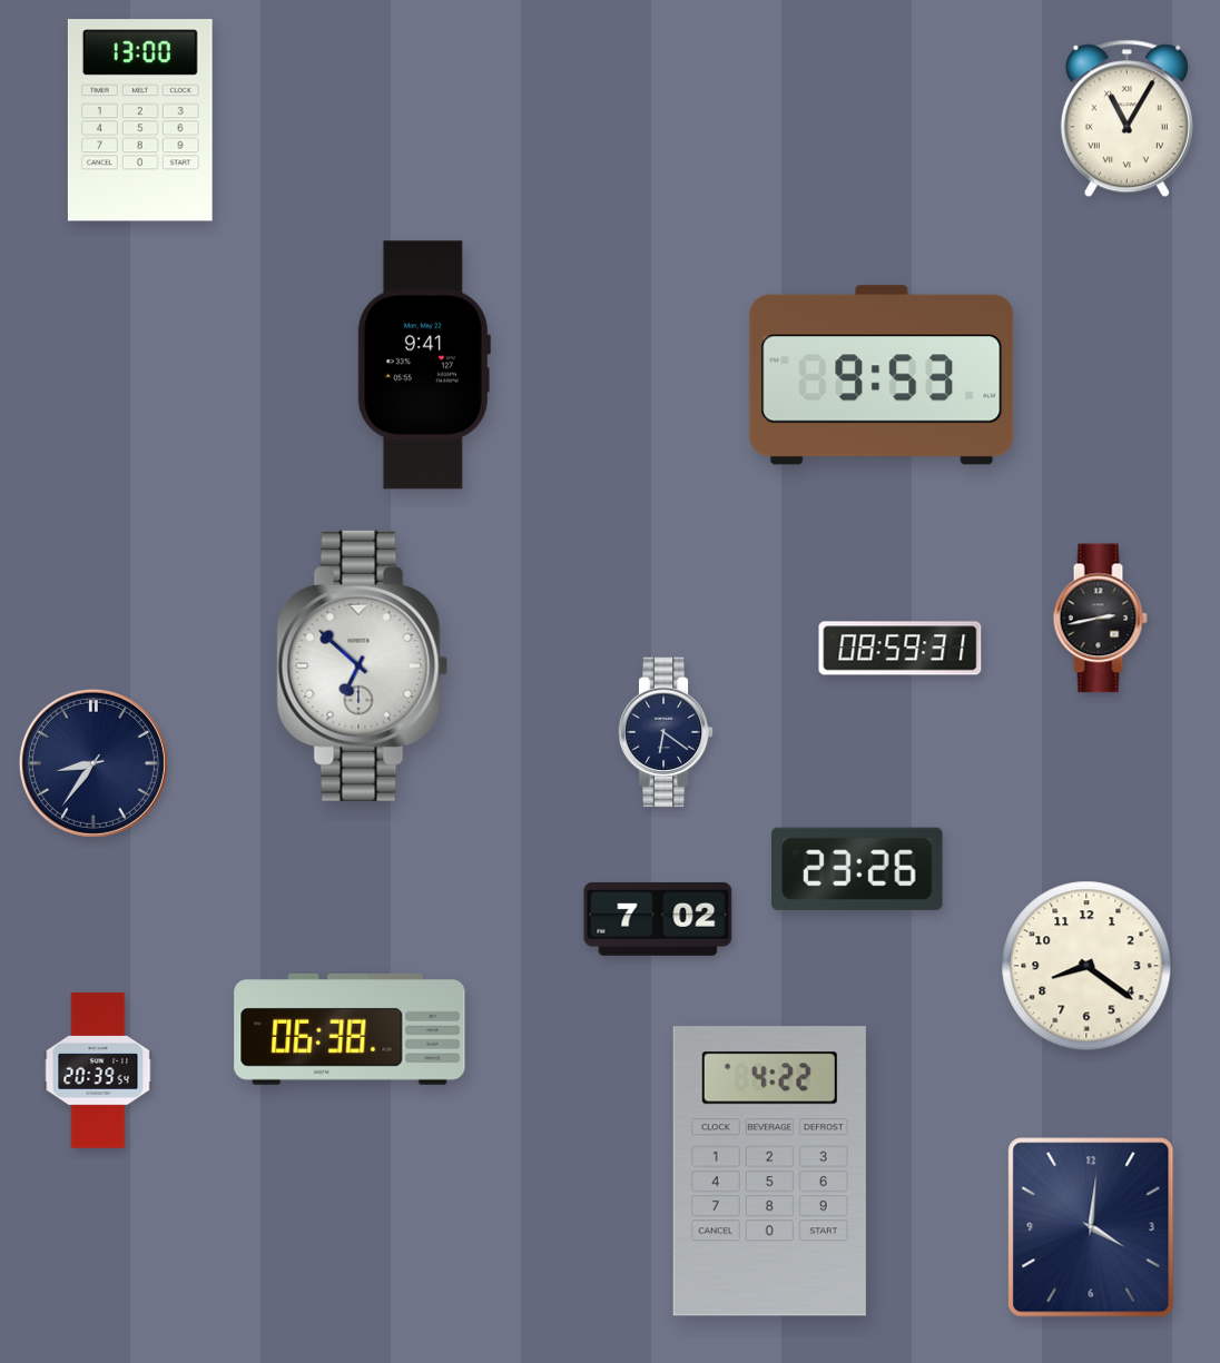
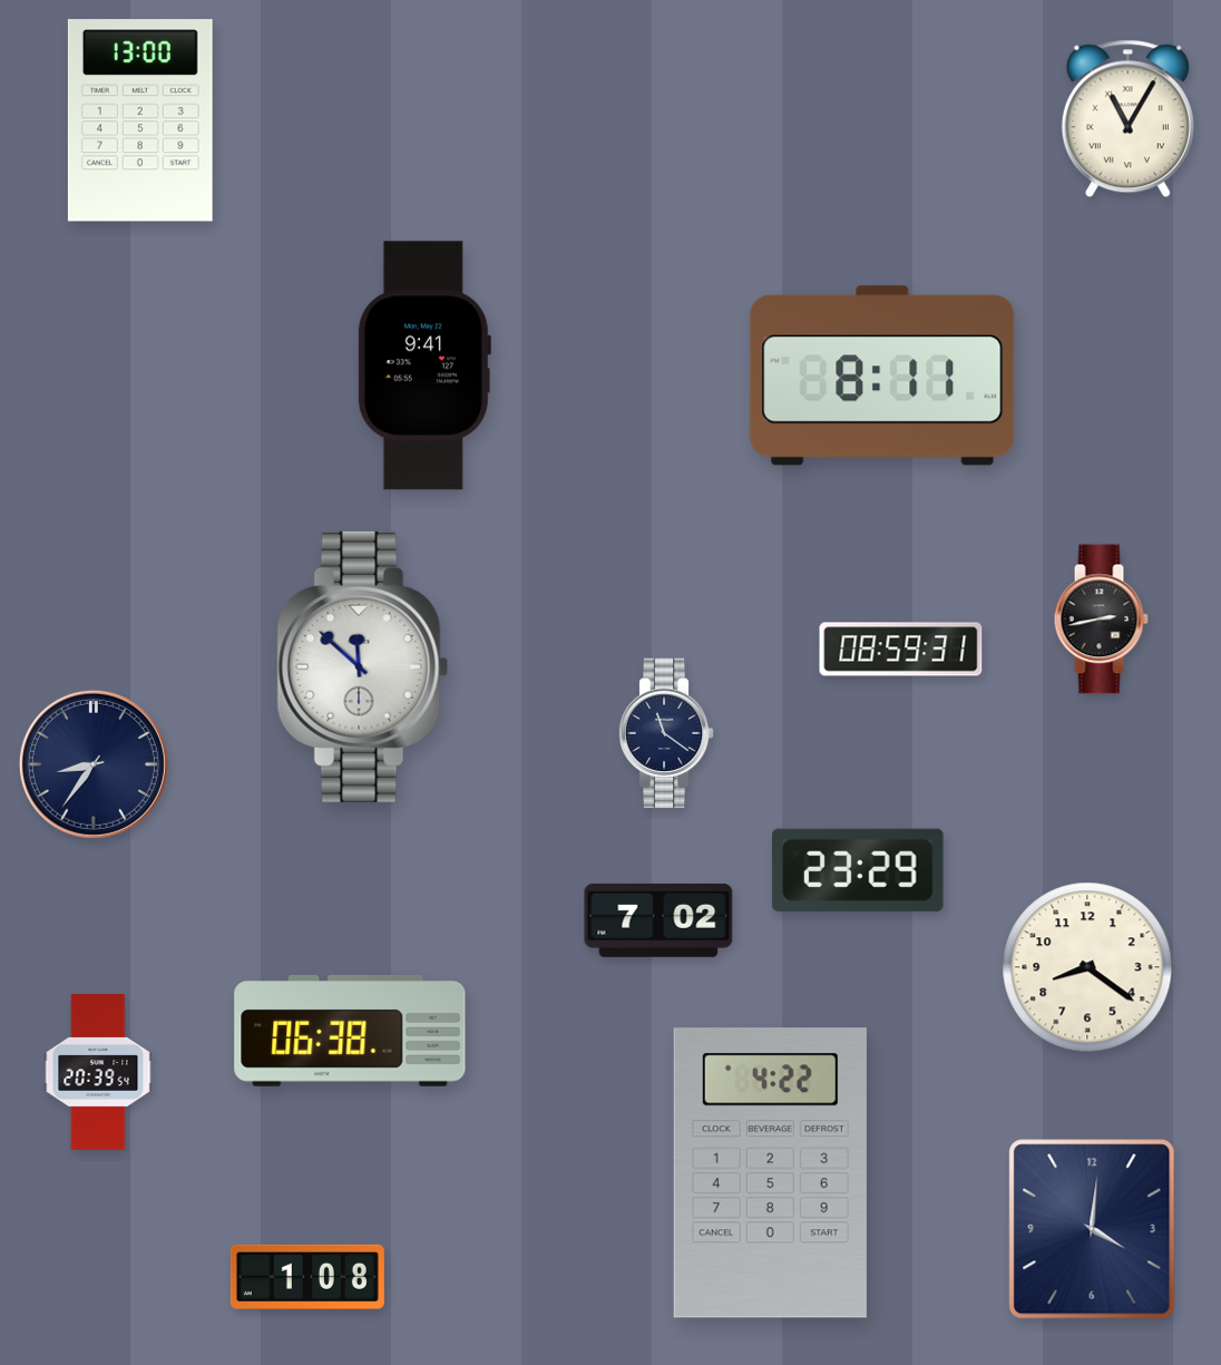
clock at (882, 375): 9:53 -> 8:11
clock at (363, 665): 6:52 -> 11:52
clock at (666, 732): 6:21 -> 11:21
clock at (857, 869): 23:26 -> 23:29
clock at (307, 1277): none -> 1:08
